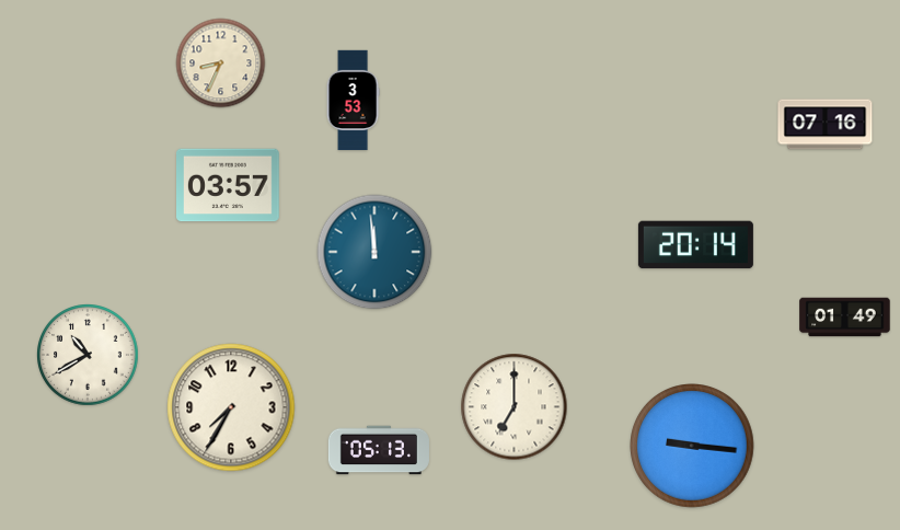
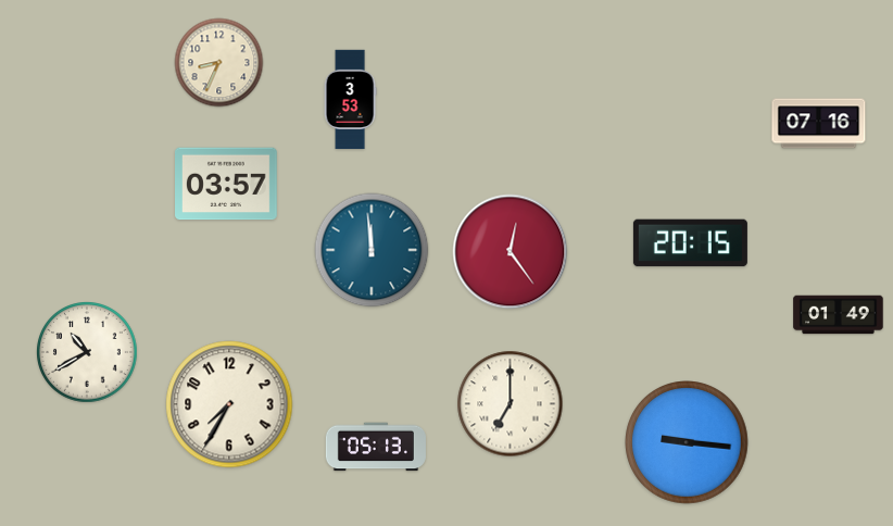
clock at (695, 245): 20:14 -> 20:15
clock at (511, 252): none -> 12:24
